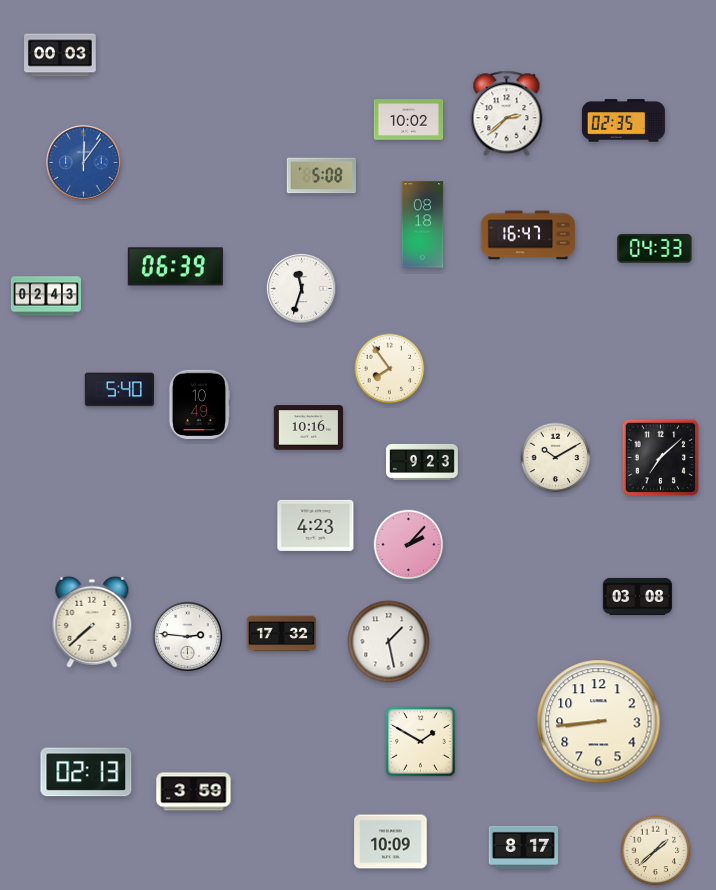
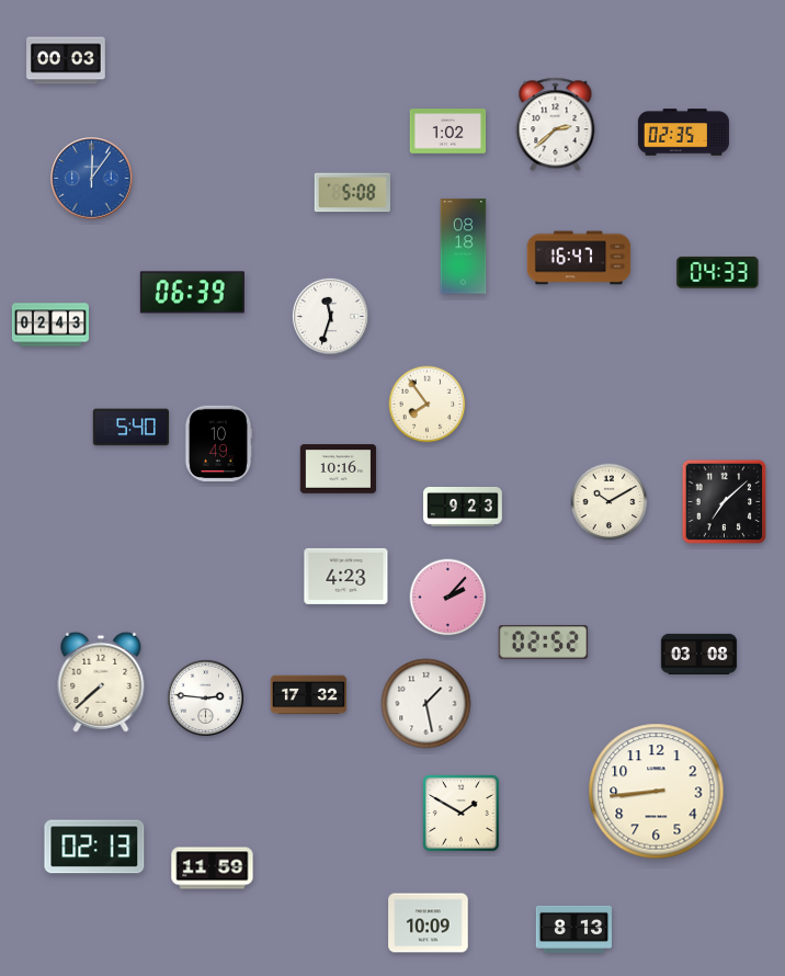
clock at (409, 120): 10:02 -> 1:02
clock at (544, 643): none -> 02:52
clock at (194, 792): 3:59 -> 11:59
clock at (524, 847): 8:17 -> 8:13
clock at (656, 851): 1:38 -> none
